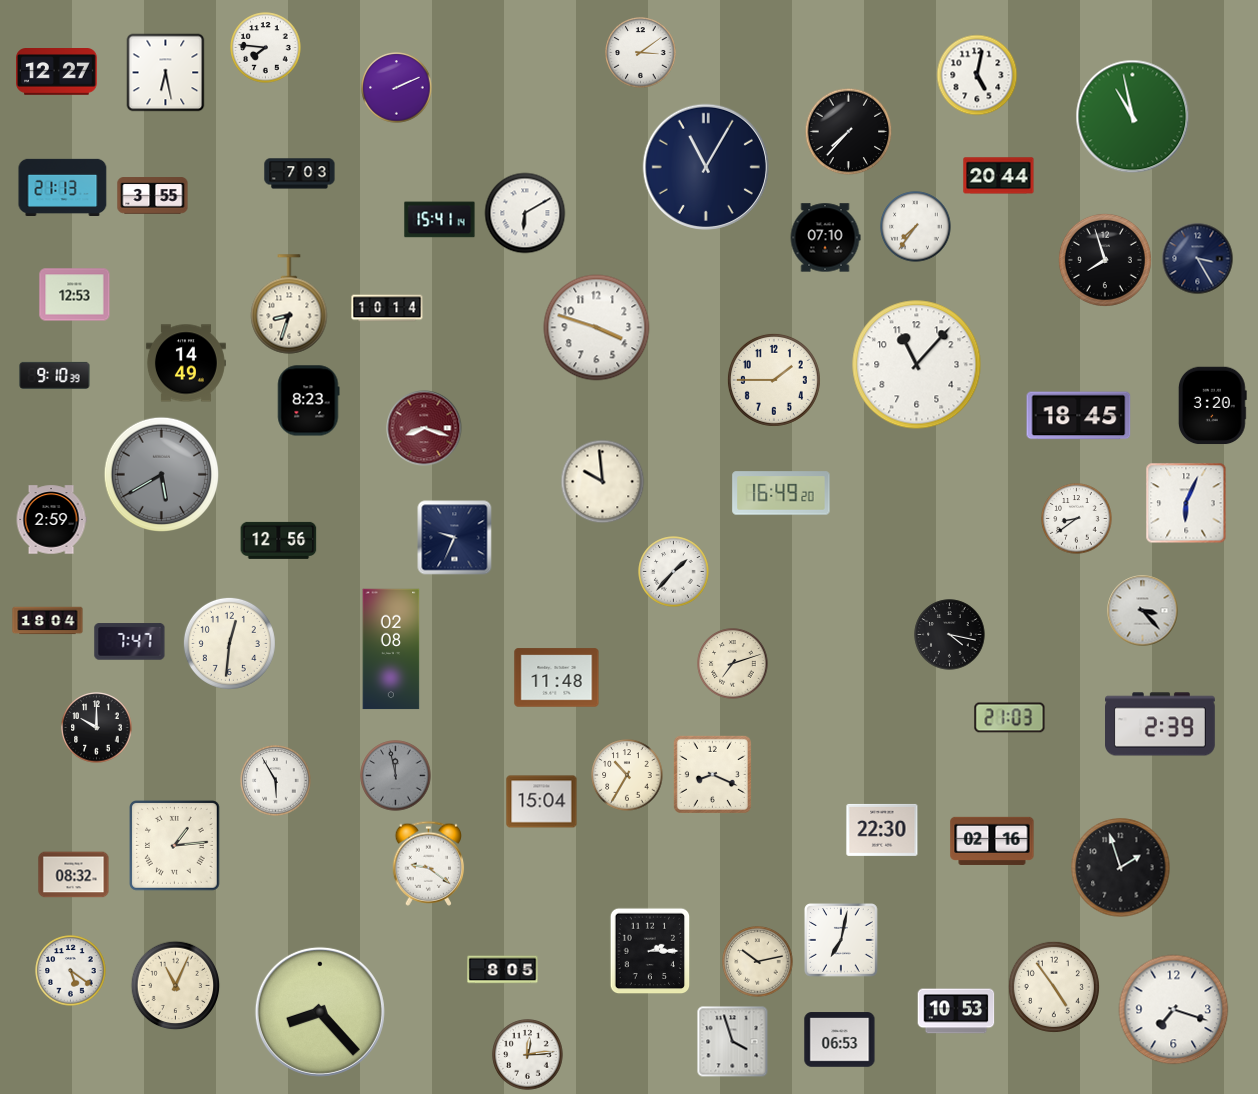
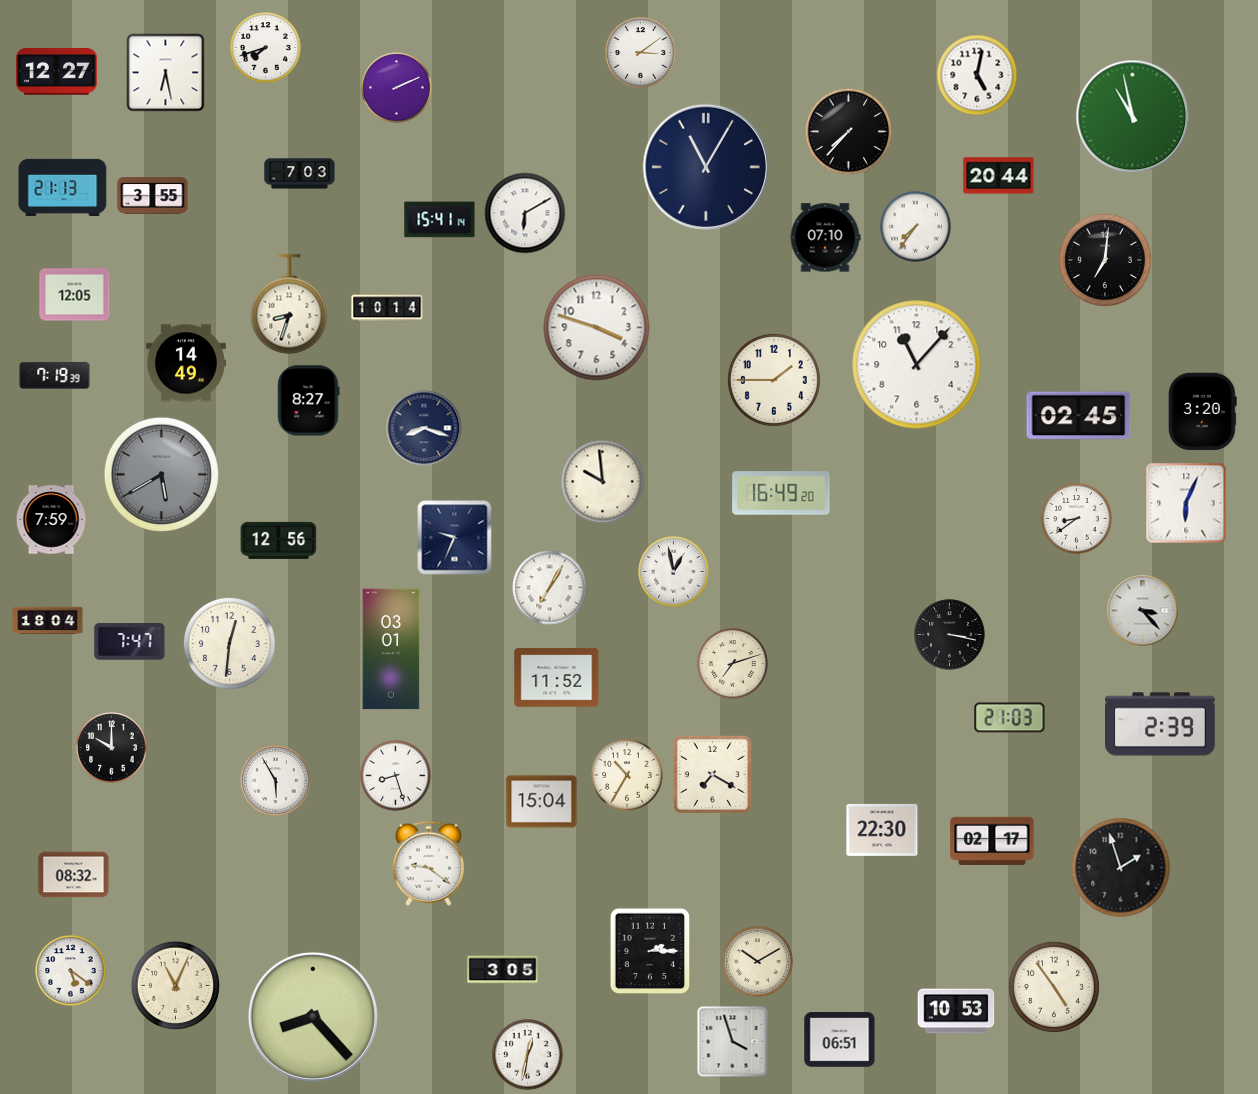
clock at (266, 48): 7:46 -> 7:42
clock at (1198, 259): 3:25 -> none
clock at (1105, 260): 7:57 -> 7:01
clock at (75, 295): 12:53 -> 12:05
clock at (55, 375): 9:10 -> 7:19
clock at (308, 401): 8:23 -> 8:27
clock at (1212, 406) position: (1212, 406) -> (1202, 412)
clock at (1079, 416): 18:45 -> 02:45
clock at (424, 428) dial: burgundy -> navy
clock at (51, 520): 2:59 -> 7:59
clock at (674, 572): 1:37 -> 12:58
clock at (550, 588): none -> 7:05
clock at (950, 635): 4:17 -> 3:17
clock at (391, 649): 02:08 -> 03:01
clock at (557, 678): 11:48 -> 11:52
clock at (97, 728) position: (97, 728) -> (112, 748)
clock at (712, 774): 8:19 -> 7:20
clock at (396, 776): 11:58 -> 8:27
clock at (396, 776) dial: grey -> white
clock at (992, 841): 02:16 -> 02:17
clock at (175, 846): 1:14 -> none
clock at (841, 940): 7:02 -> none
clock at (758, 962): 10:13 -> 10:10
clock at (503, 970): 8:05 -> 3:05
clock at (1174, 1010): 7:18 -> none
clock at (320, 1012) position: (320, 1012) -> (313, 1017)
clock at (840, 1040): 06:53 -> 06:51
clock at (528, 1055): 12:14 -> 12:32
